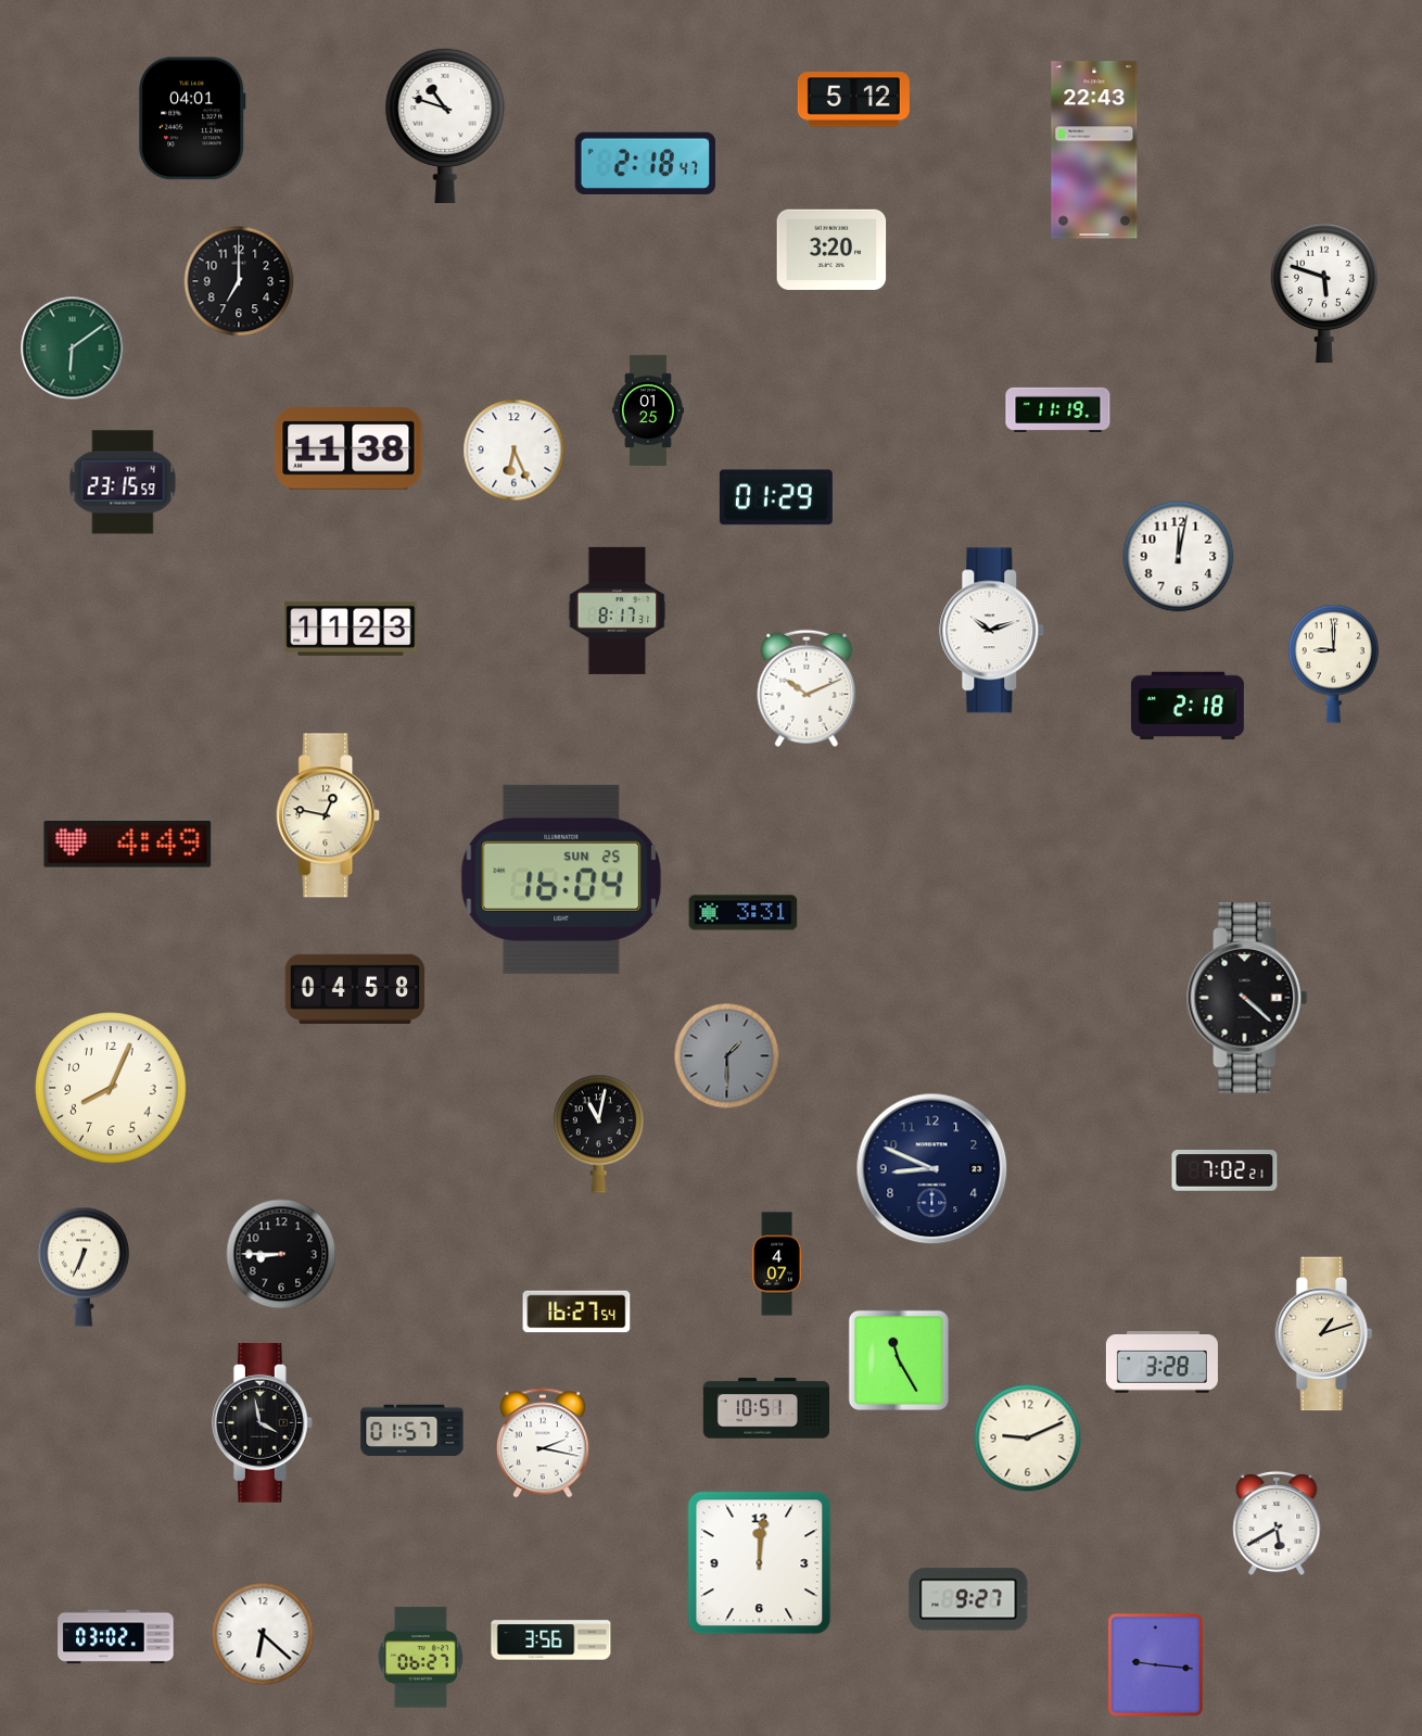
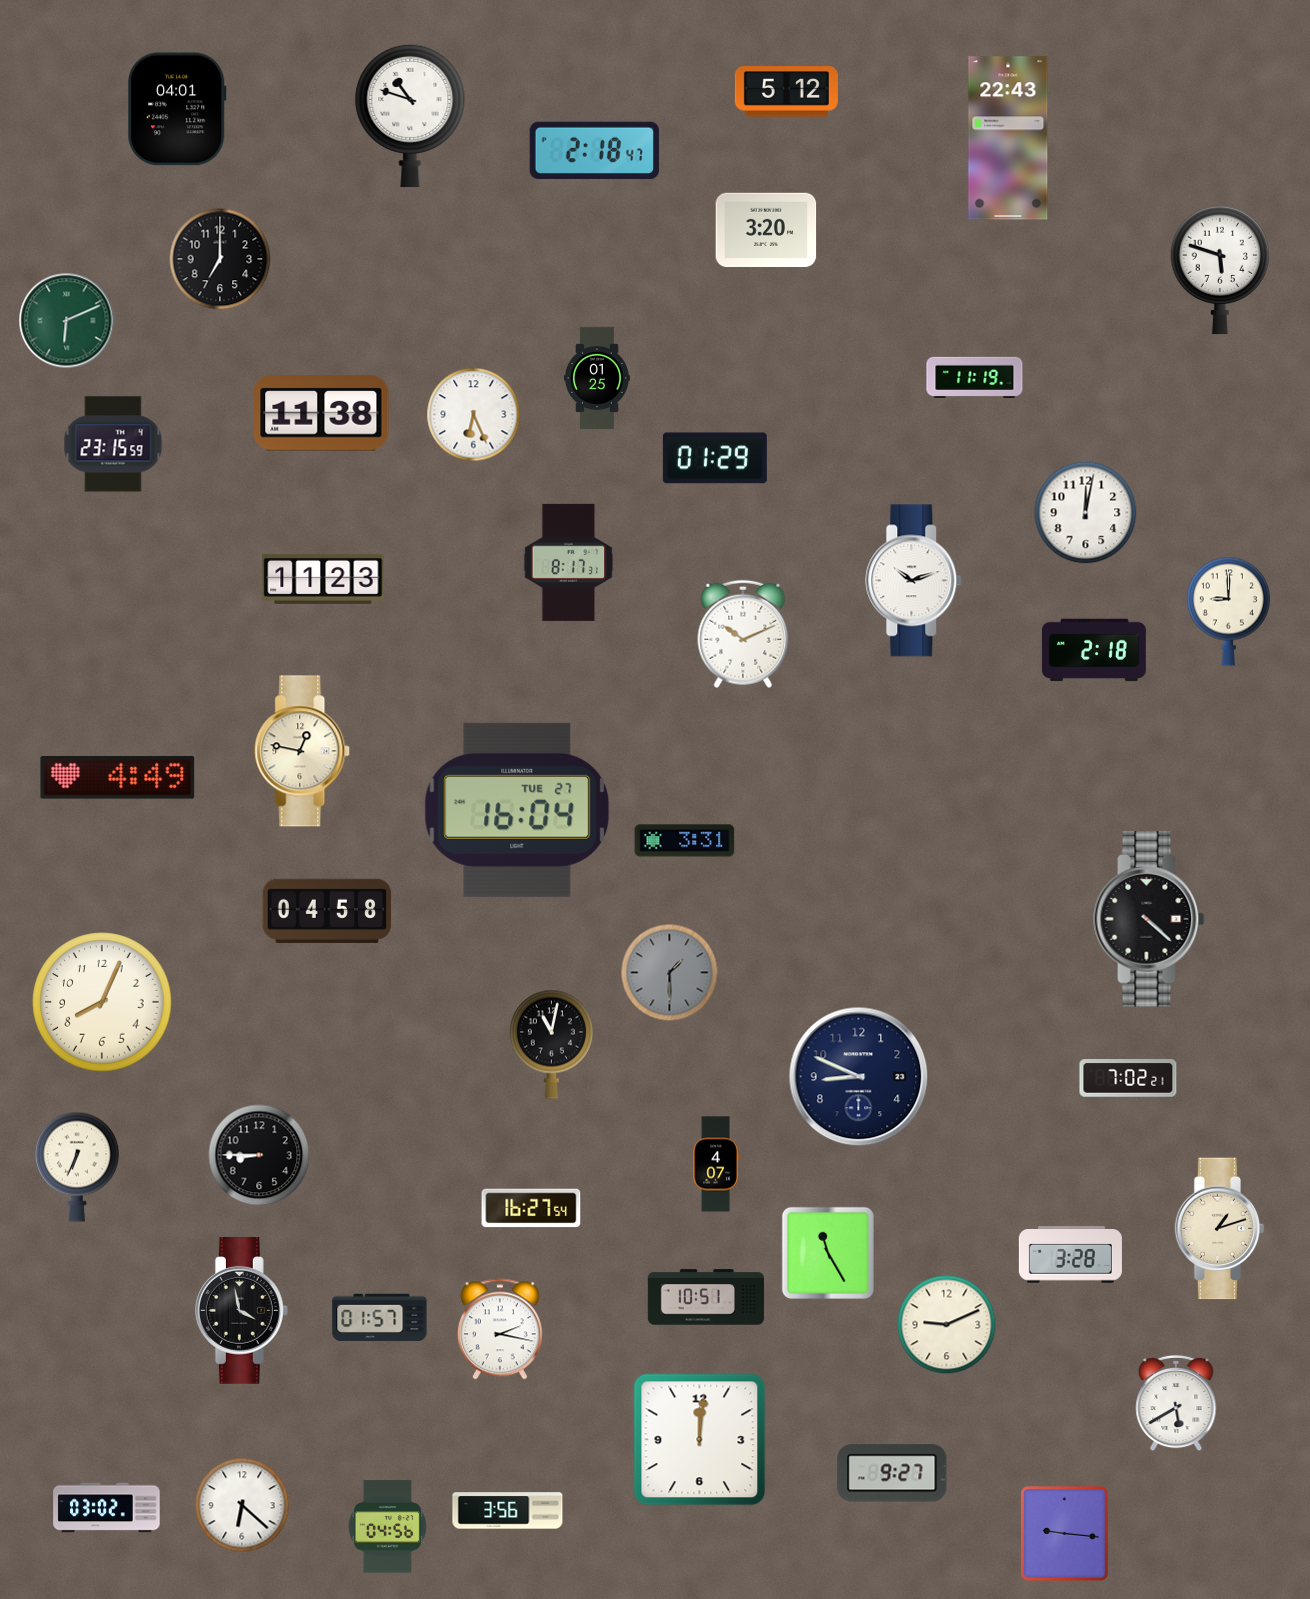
clock at (73, 349): 6:09 -> 6:11
clock at (561, 879) date: SUN 25 -> TUE 27
clock at (420, 1658): 06:27 -> 04:56
